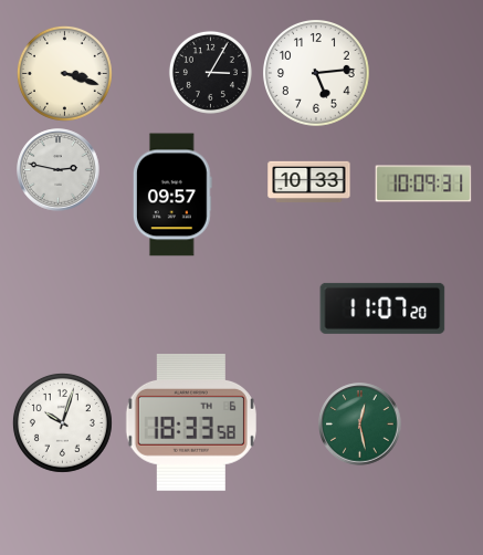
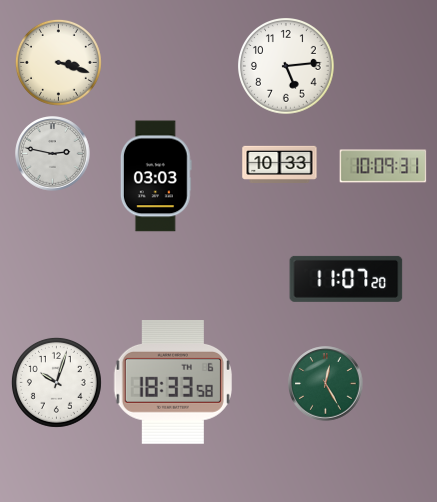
clock at (210, 72): 3:05 -> none
clock at (64, 73) position: (64, 73) -> (58, 62)
clock at (172, 195): 09:57 -> 03:03
clock at (360, 425): 12:28 -> 12:25
